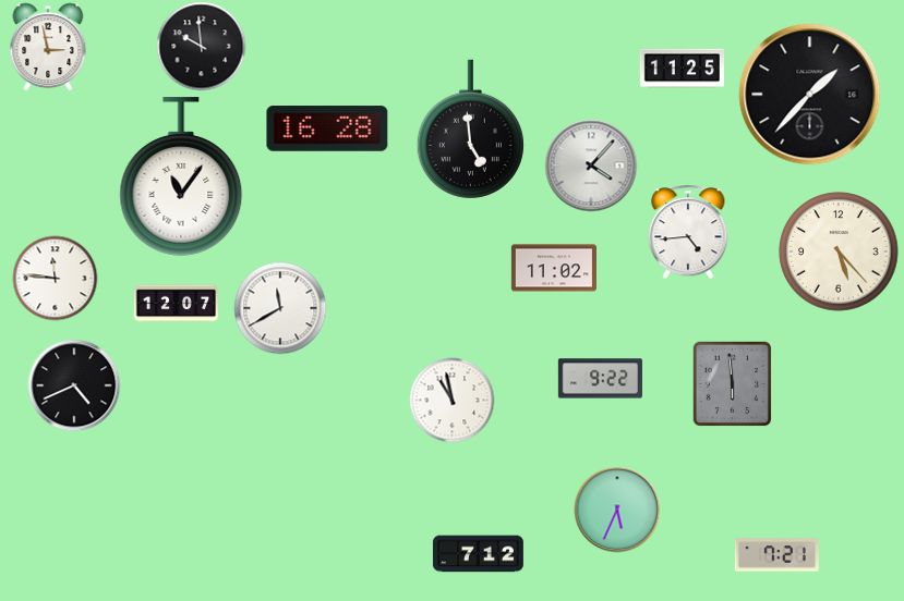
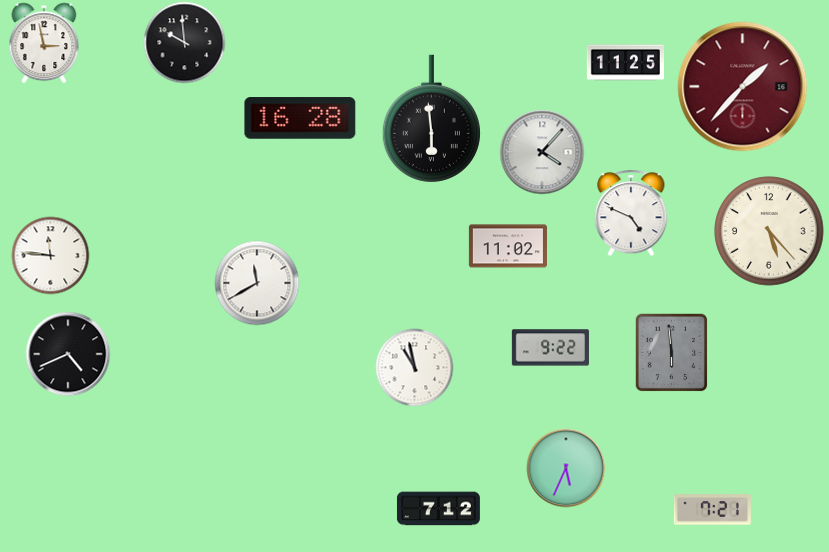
clock at (810, 95) dial: black -> burgundy
clock at (470, 130): 4:59 -> 5:59
clock at (181, 176): 11:06 -> none
clock at (688, 232): 4:44 -> 4:49
clock at (176, 304): 12:07 -> none
